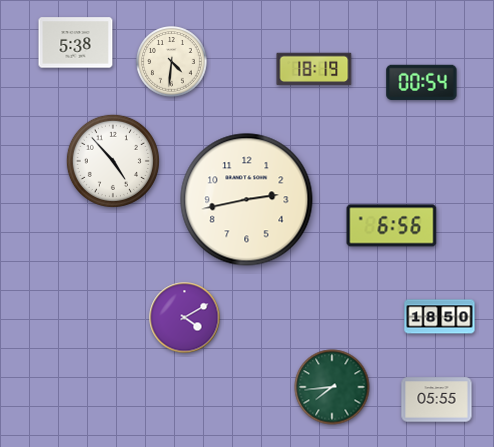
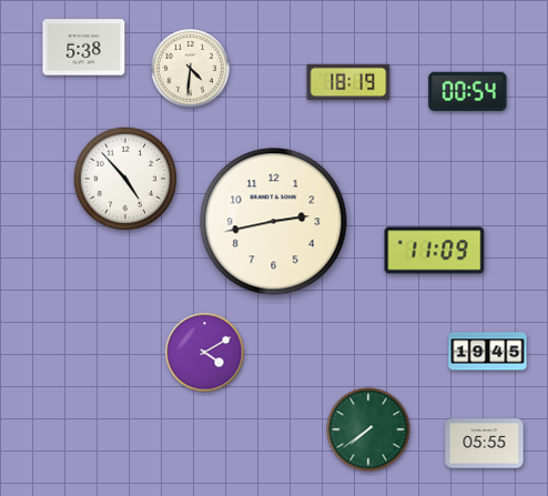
clock at (314, 69) position: (314, 69) -> (348, 82)
clock at (392, 226): 6:56 -> 11:09
clock at (440, 317): 18:50 -> 19:45
clock at (332, 387): 7:44 -> 7:39
